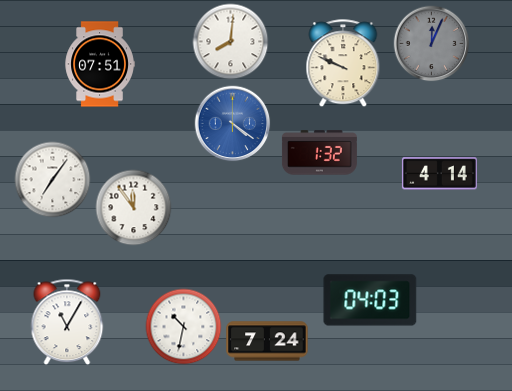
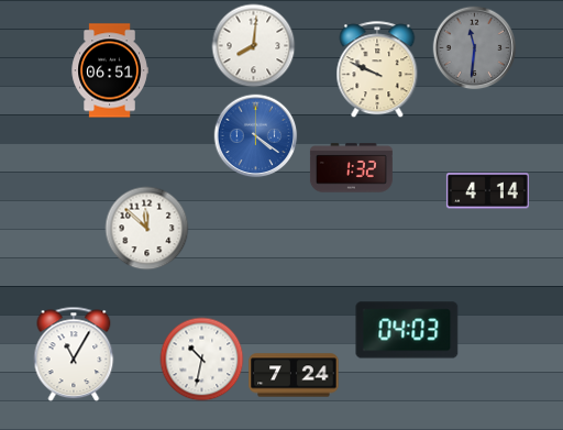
clock at (432, 44): 12:04 -> 11:31
clock at (100, 64): 07:51 -> 06:51
clock at (439, 174) position: (439, 174) -> (487, 191)
clock at (53, 180): 7:06 -> none
clock at (134, 208): 11:54 -> 11:52
